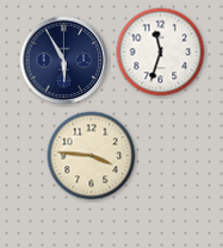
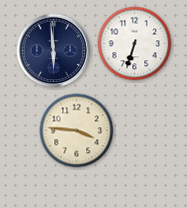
clock at (161, 52): 11:33 -> 6:33
clock at (64, 61): 5:55 -> 5:59
